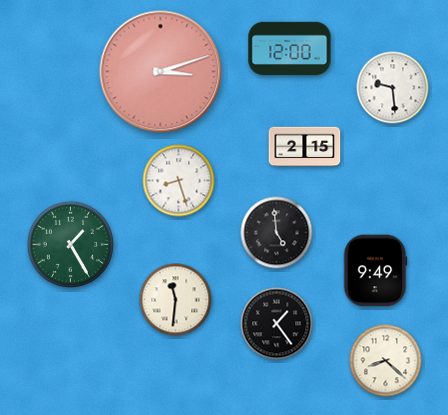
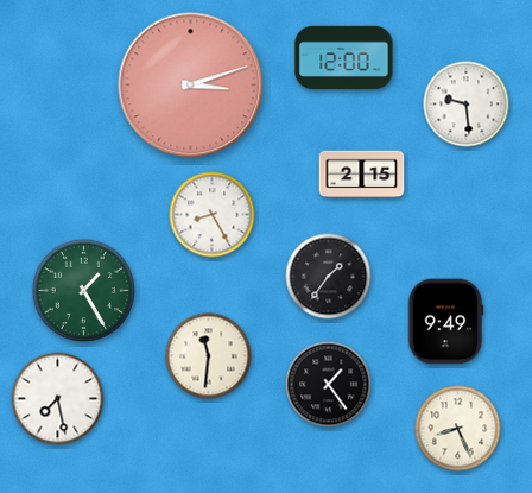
clock at (179, 181): 8:27 -> 8:25
clock at (277, 233): 4:59 -> 1:36
clock at (58, 399): none -> 7:28
clock at (386, 361): 8:22 -> 8:26
